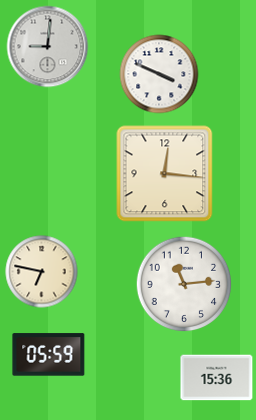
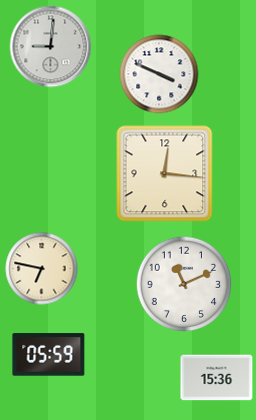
clock at (48, 47) position: (48, 47) -> (51, 47)
clock at (42, 272) position: (42, 272) -> (42, 269)
clock at (184, 284): 11:14 -> 11:11
